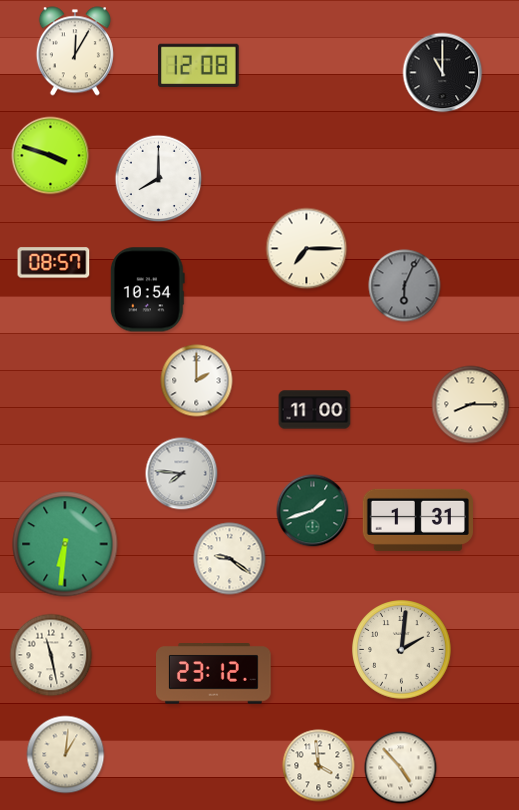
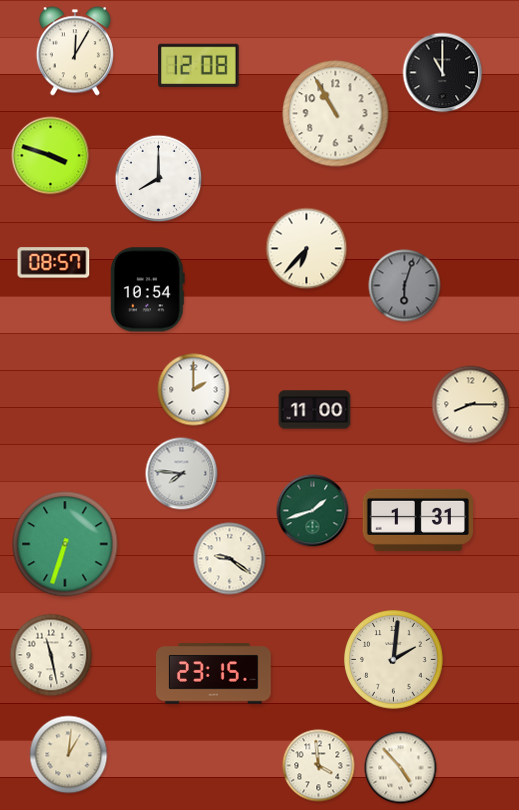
clock at (336, 114): none -> 10:55
clock at (307, 249): 7:15 -> 6:37
clock at (405, 286): 6:04 -> 6:03
clock at (197, 381) position: (197, 381) -> (194, 390)
clock at (65, 544): 6:31 -> 6:33
clock at (402, 650) position: (402, 650) -> (394, 660)
clock at (214, 674): 23:12 -> 23:15
clock at (66, 755) position: (66, 755) -> (69, 755)
